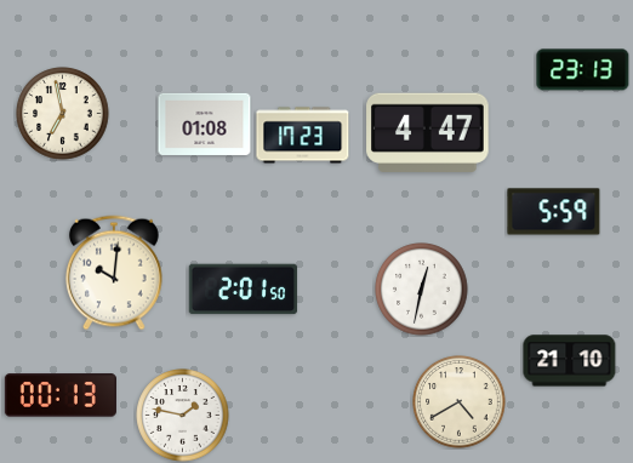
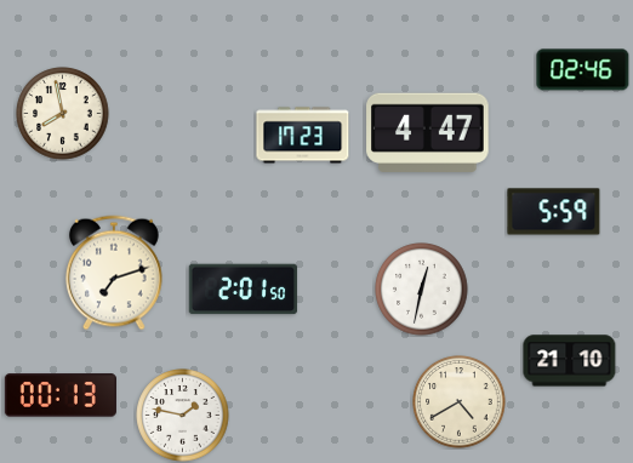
clock at (583, 70): 23:13 -> 02:46
clock at (63, 114): 6:58 -> 7:58
clock at (205, 124): 01:08 -> none
clock at (114, 273): 10:01 -> 7:12
